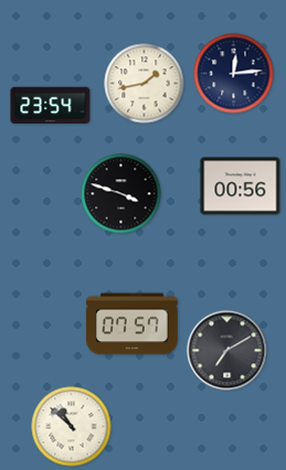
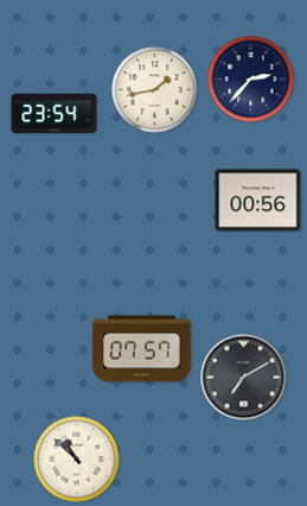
clock at (234, 74): 12:14 -> 2:37
clock at (121, 194): 3:48 -> none
